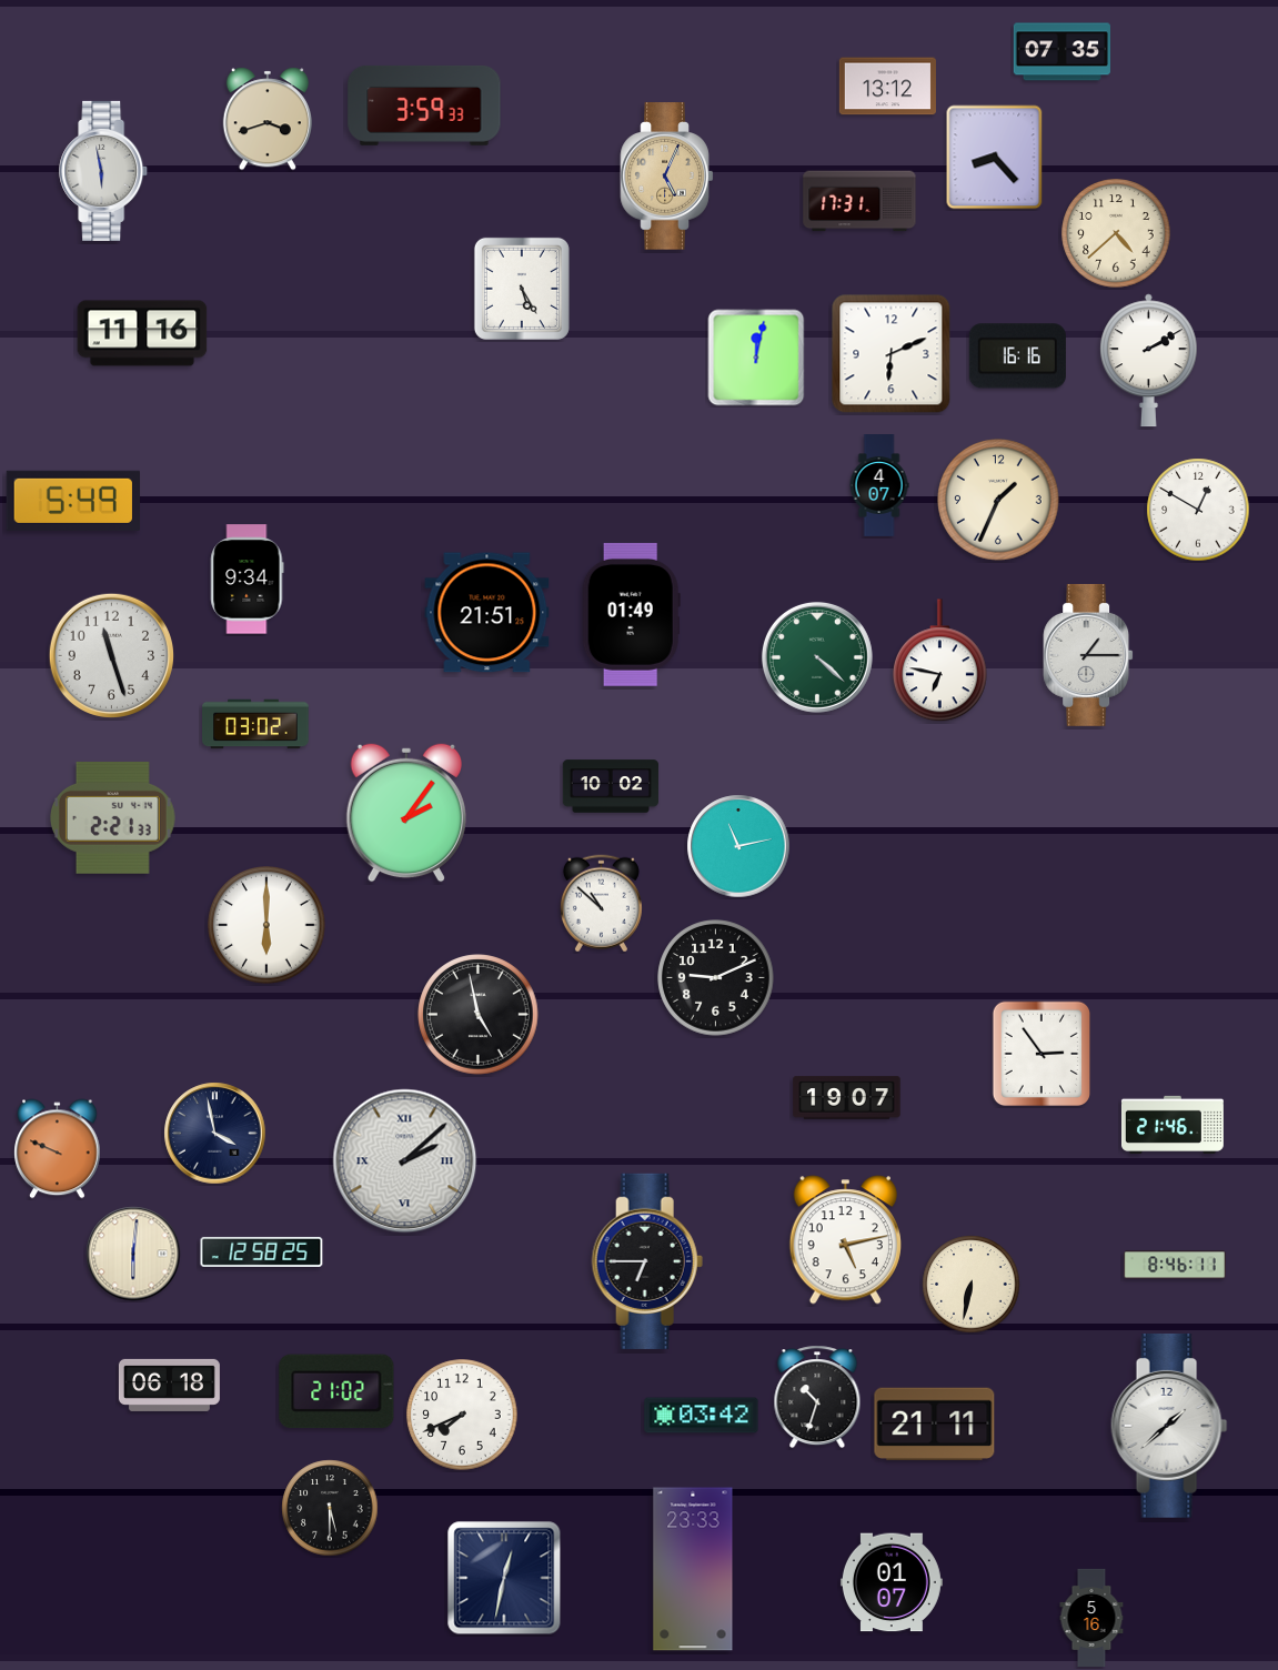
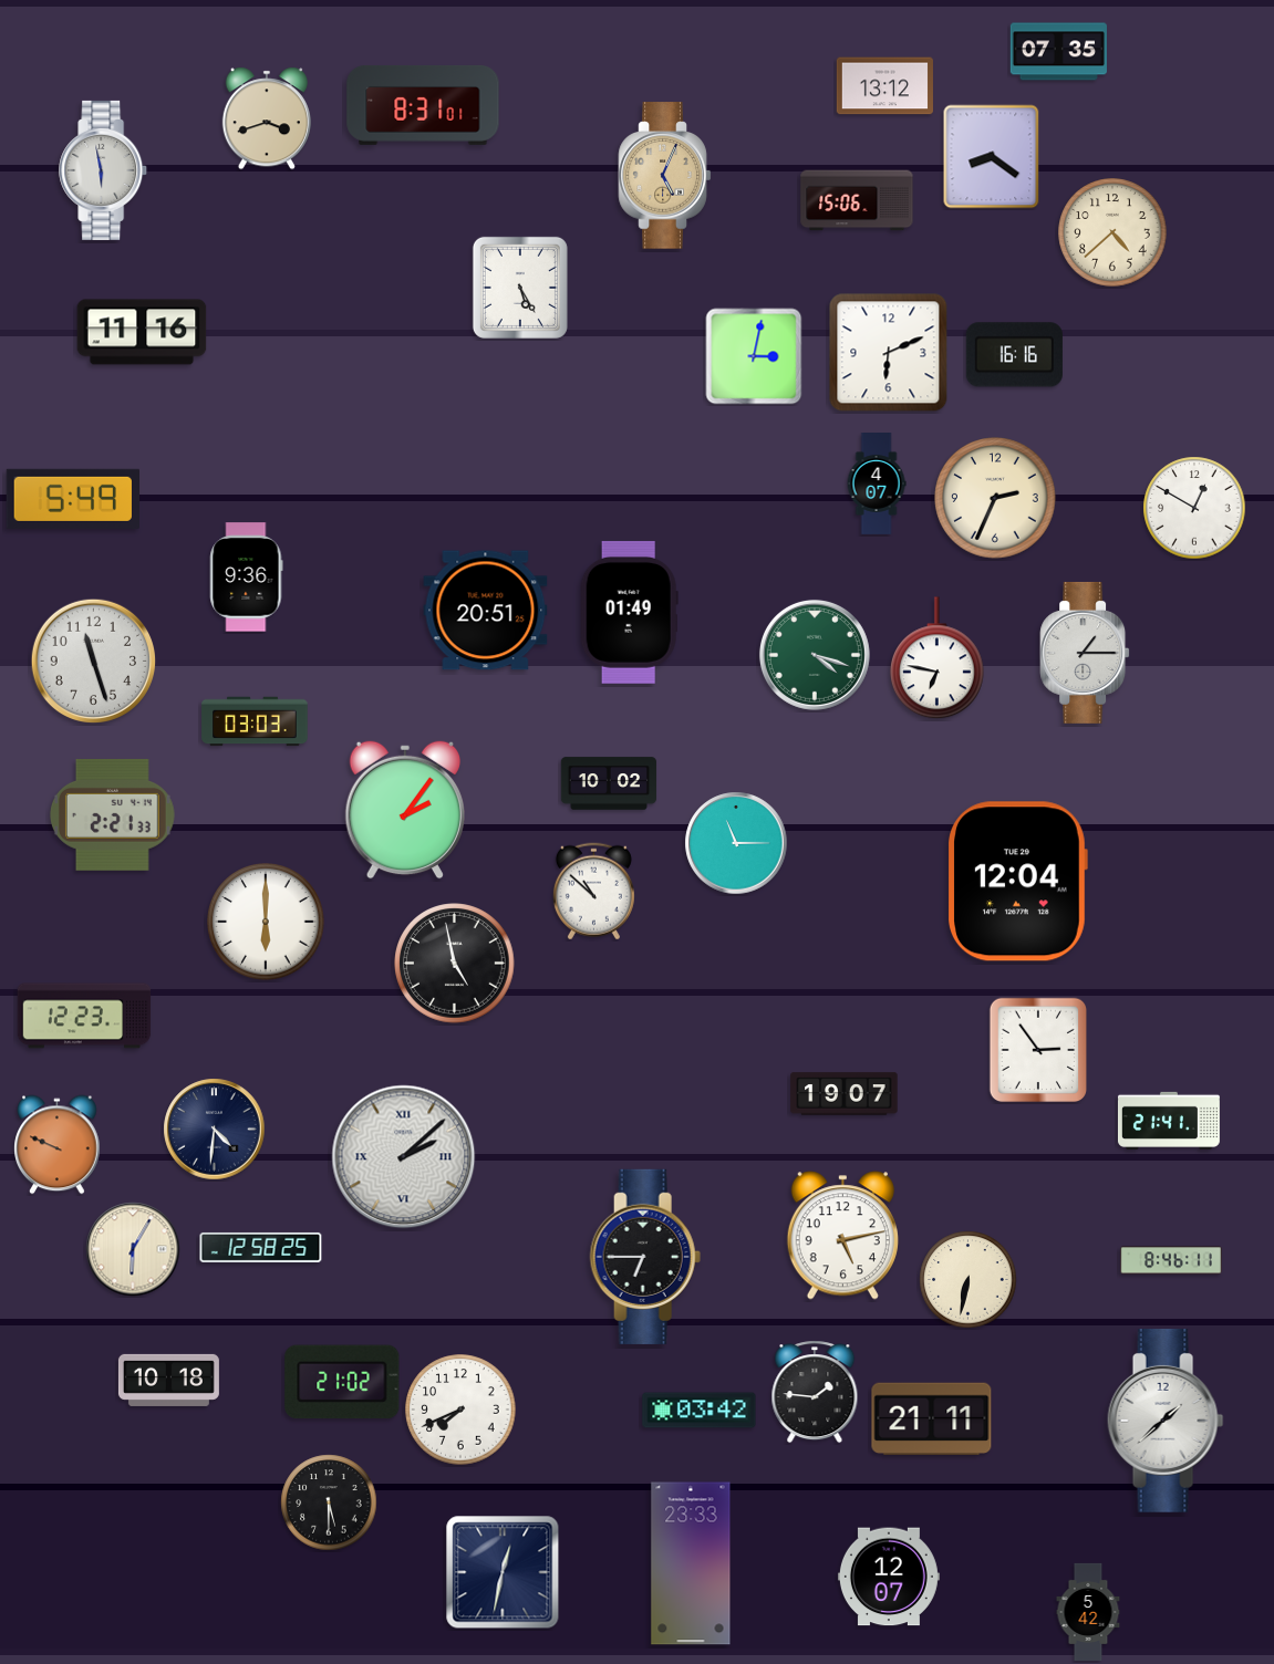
clock at (424, 105): 3:59 -> 8:31
clock at (995, 158): 8:23 -> 8:21
clock at (859, 201): 17:31 -> 15:06
clock at (756, 358): 12:02 -> 3:02
clock at (1148, 361): 2:10 -> none
clock at (998, 500): 1:34 -> 2:34
clock at (248, 580): 9:34 -> 9:36
clock at (487, 613): 21:51 -> 20:51
clock at (111, 655) position: (111, 655) -> (93, 661)
clock at (817, 657): 4:22 -> 4:18
clock at (255, 724): 03:02 -> 03:03
clock at (738, 846): 11:13 -> 11:15
clock at (1018, 882): none -> 12:04
clock at (601, 904) position: (601, 904) -> (593, 892)
clock at (716, 978): 9:11 -> none
clock at (479, 1015) position: (479, 1015) -> (455, 964)
clock at (84, 1016): none -> 12:23
clock at (1173, 1124): 21:46 -> 21:41
clock at (215, 1134): 3:58 -> 4:31
clock at (133, 1254): 6:01 -> 6:05
clock at (169, 1385): 06:18 -> 10:18
clock at (336, 1391) position: (336, 1391) -> (342, 1382)
clock at (817, 1397): 10:33 -> 1:46
clock at (892, 1582): 01:07 -> 12:07
clock at (1091, 1617): 5:16 -> 5:42
